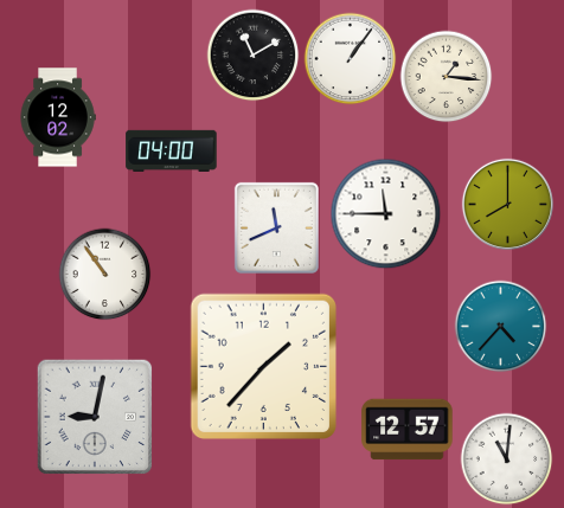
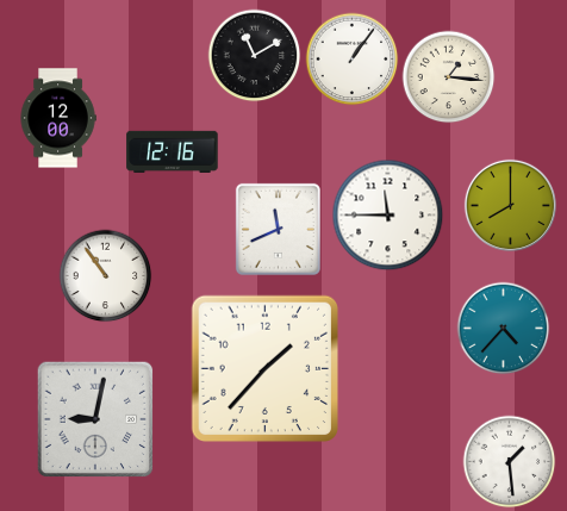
clock at (58, 117): 12:02 -> 12:00
clock at (172, 150): 04:00 -> 12:16
clock at (408, 430): 12:57 -> none
clock at (506, 458): 11:01 -> 1:29
